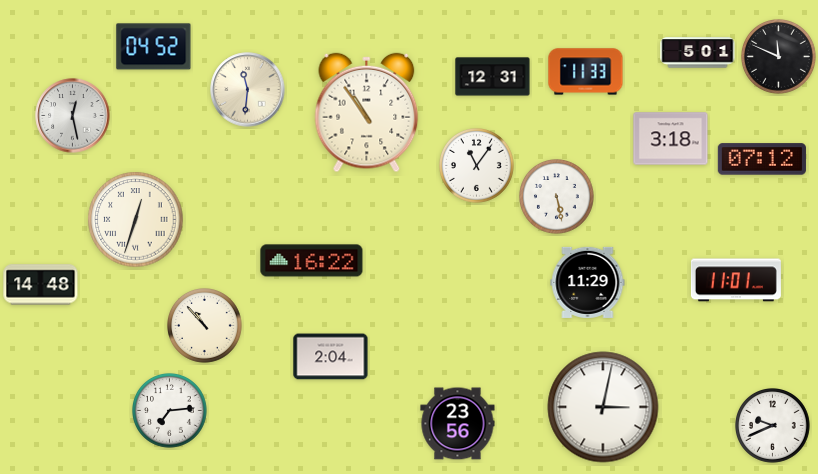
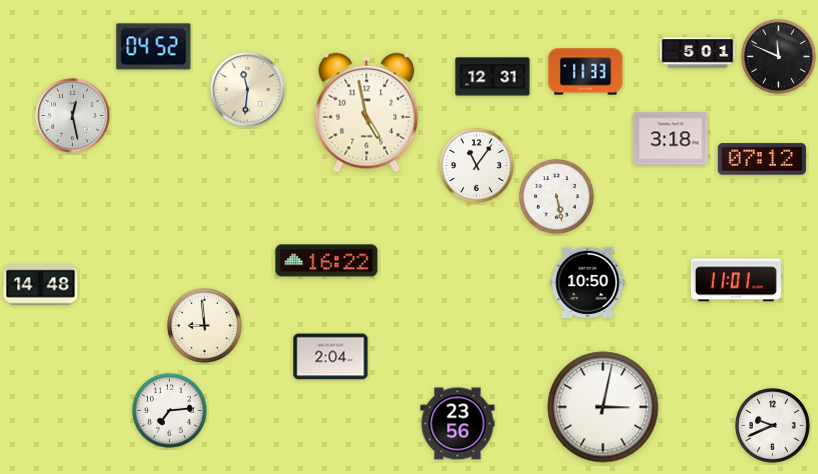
clock at (367, 113): 10:54 -> 4:58
clock at (136, 220): 12:33 -> none
clock at (312, 261) position: (312, 261) -> (327, 261)
clock at (588, 282): 11:29 -> 10:50
clock at (205, 326): 10:53 -> 8:59
